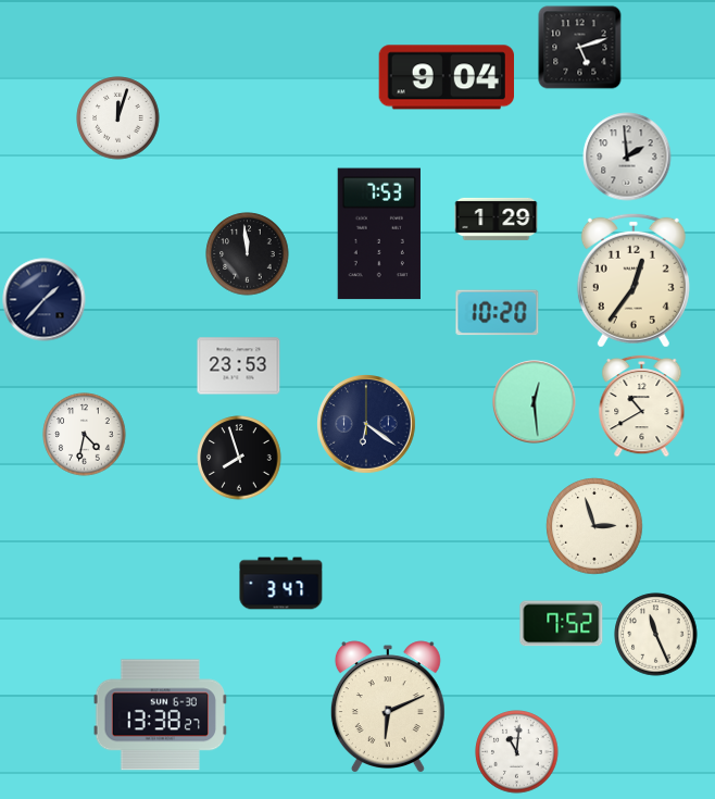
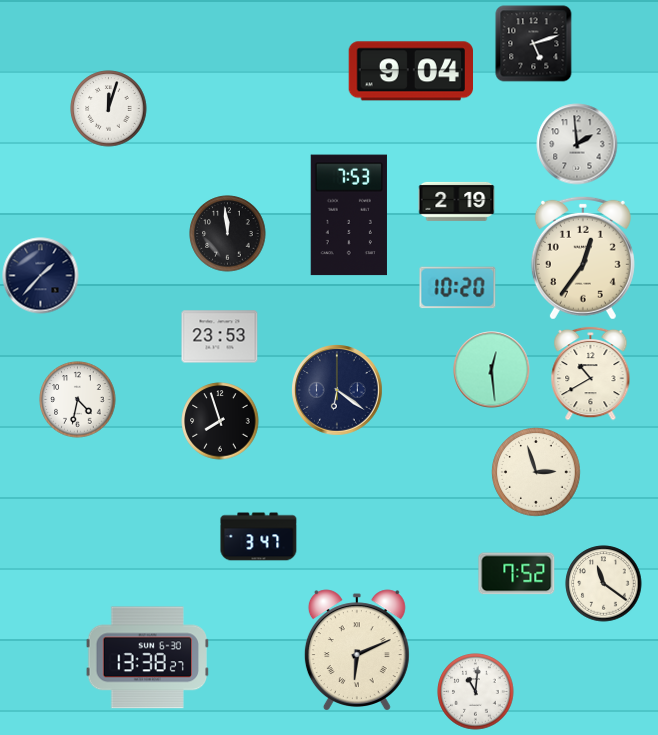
clock at (497, 219): 1:29 -> 2:19
clock at (594, 526) position: (594, 526) -> (536, 472)
clock at (656, 635): 11:26 -> 11:21
